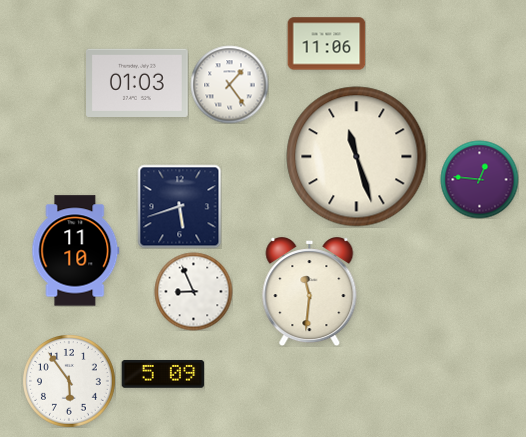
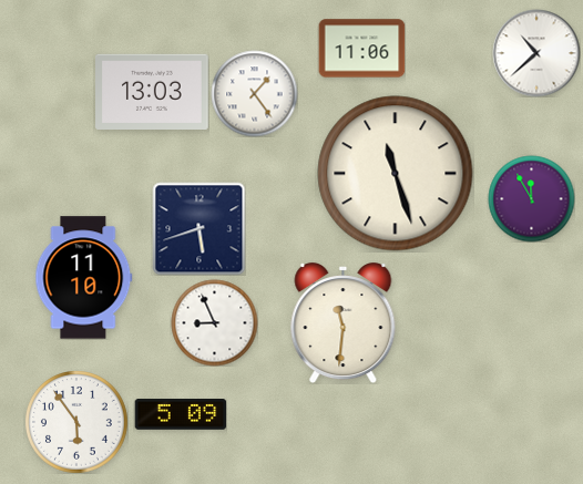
clock at (536, 53): none -> 10:38
clock at (138, 82): 01:03 -> 13:03
clock at (479, 179): 12:46 -> 11:55
